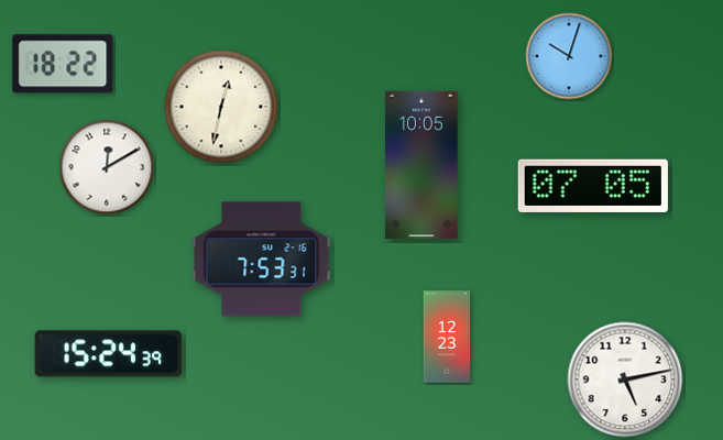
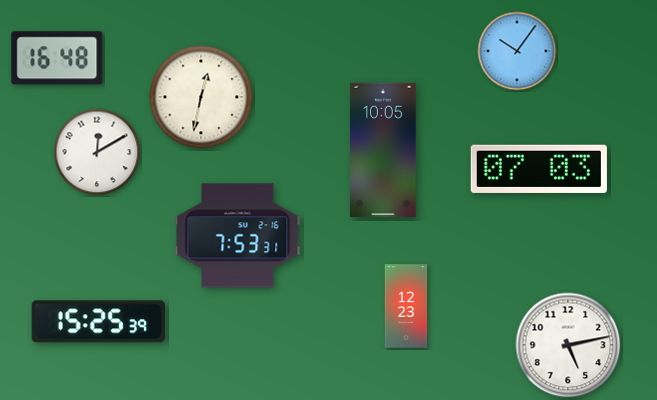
clock at (569, 56): 10:03 -> 10:06
clock at (63, 64): 18:22 -> 16:48
clock at (593, 186): 07:05 -> 07:03
clock at (108, 354): 15:24 -> 15:25
